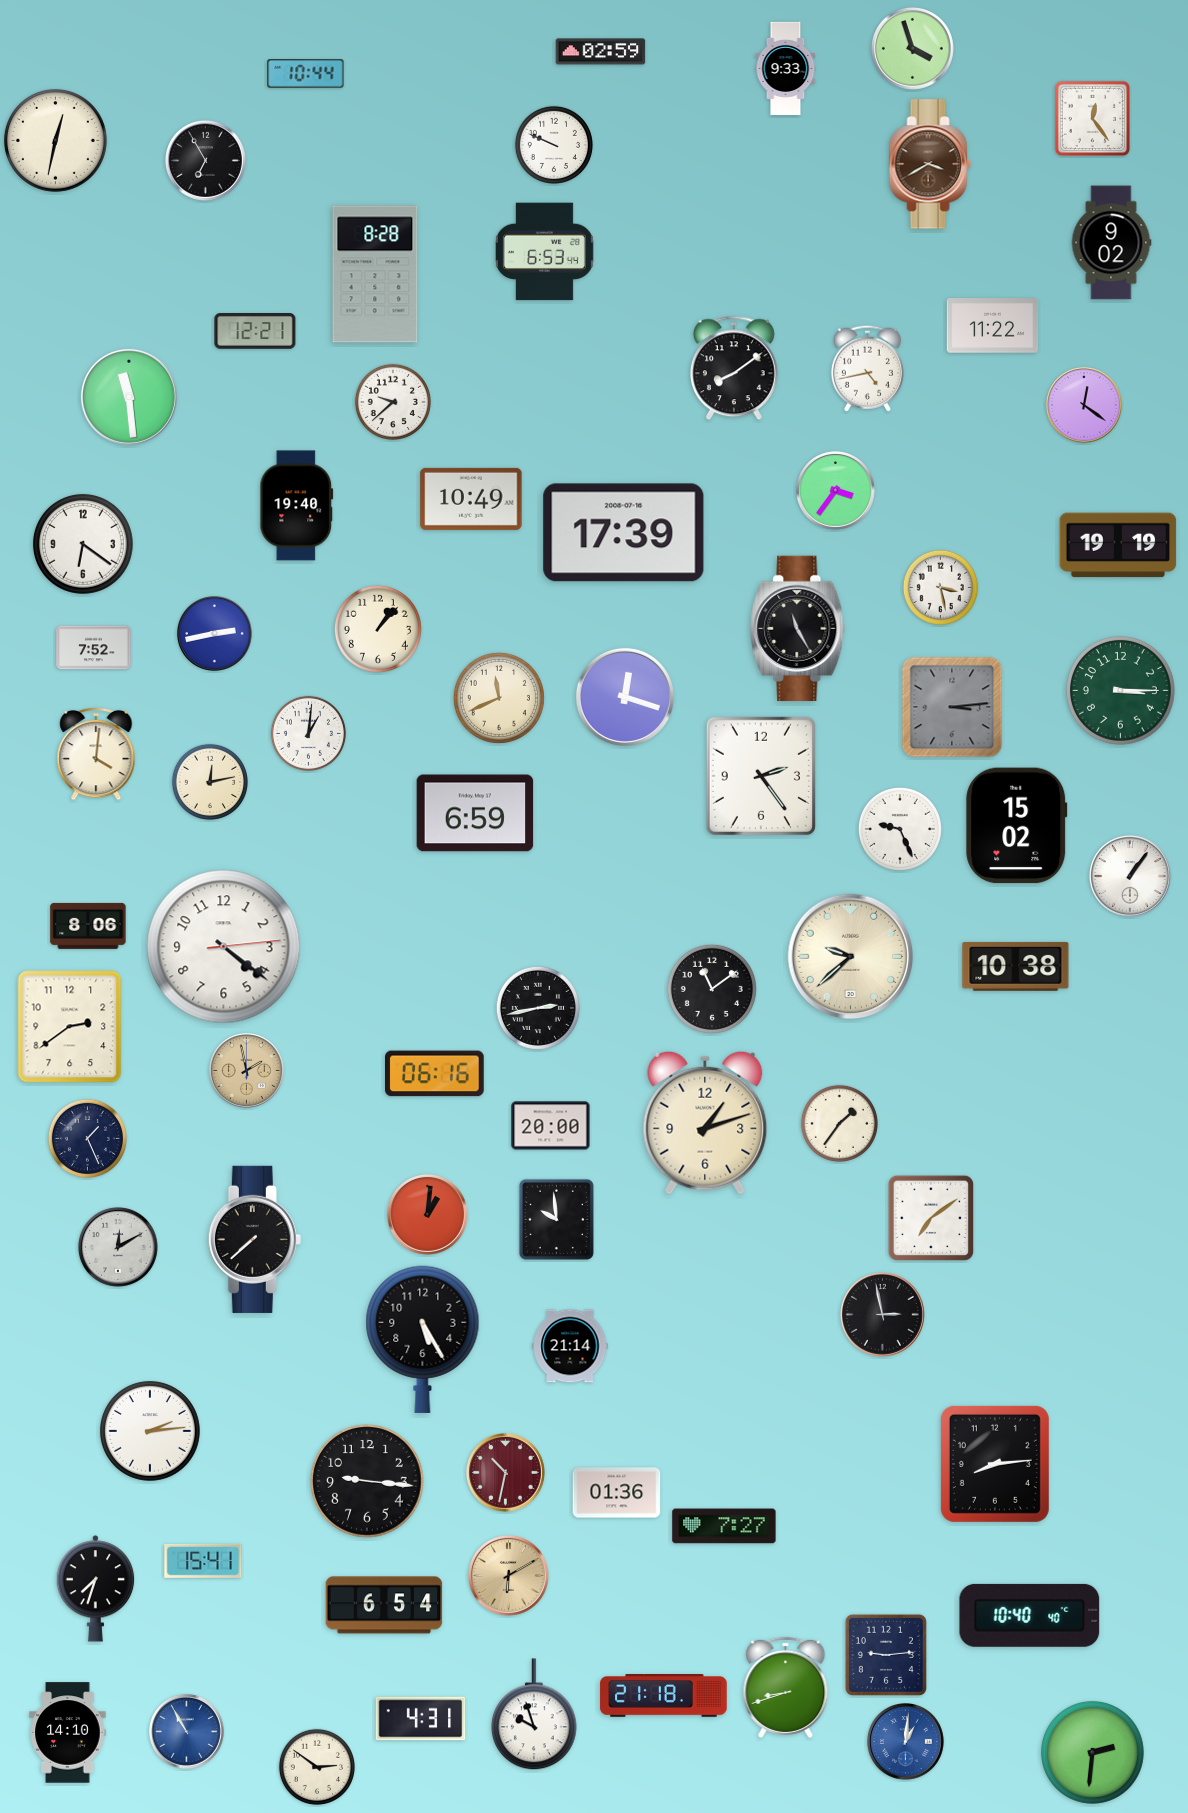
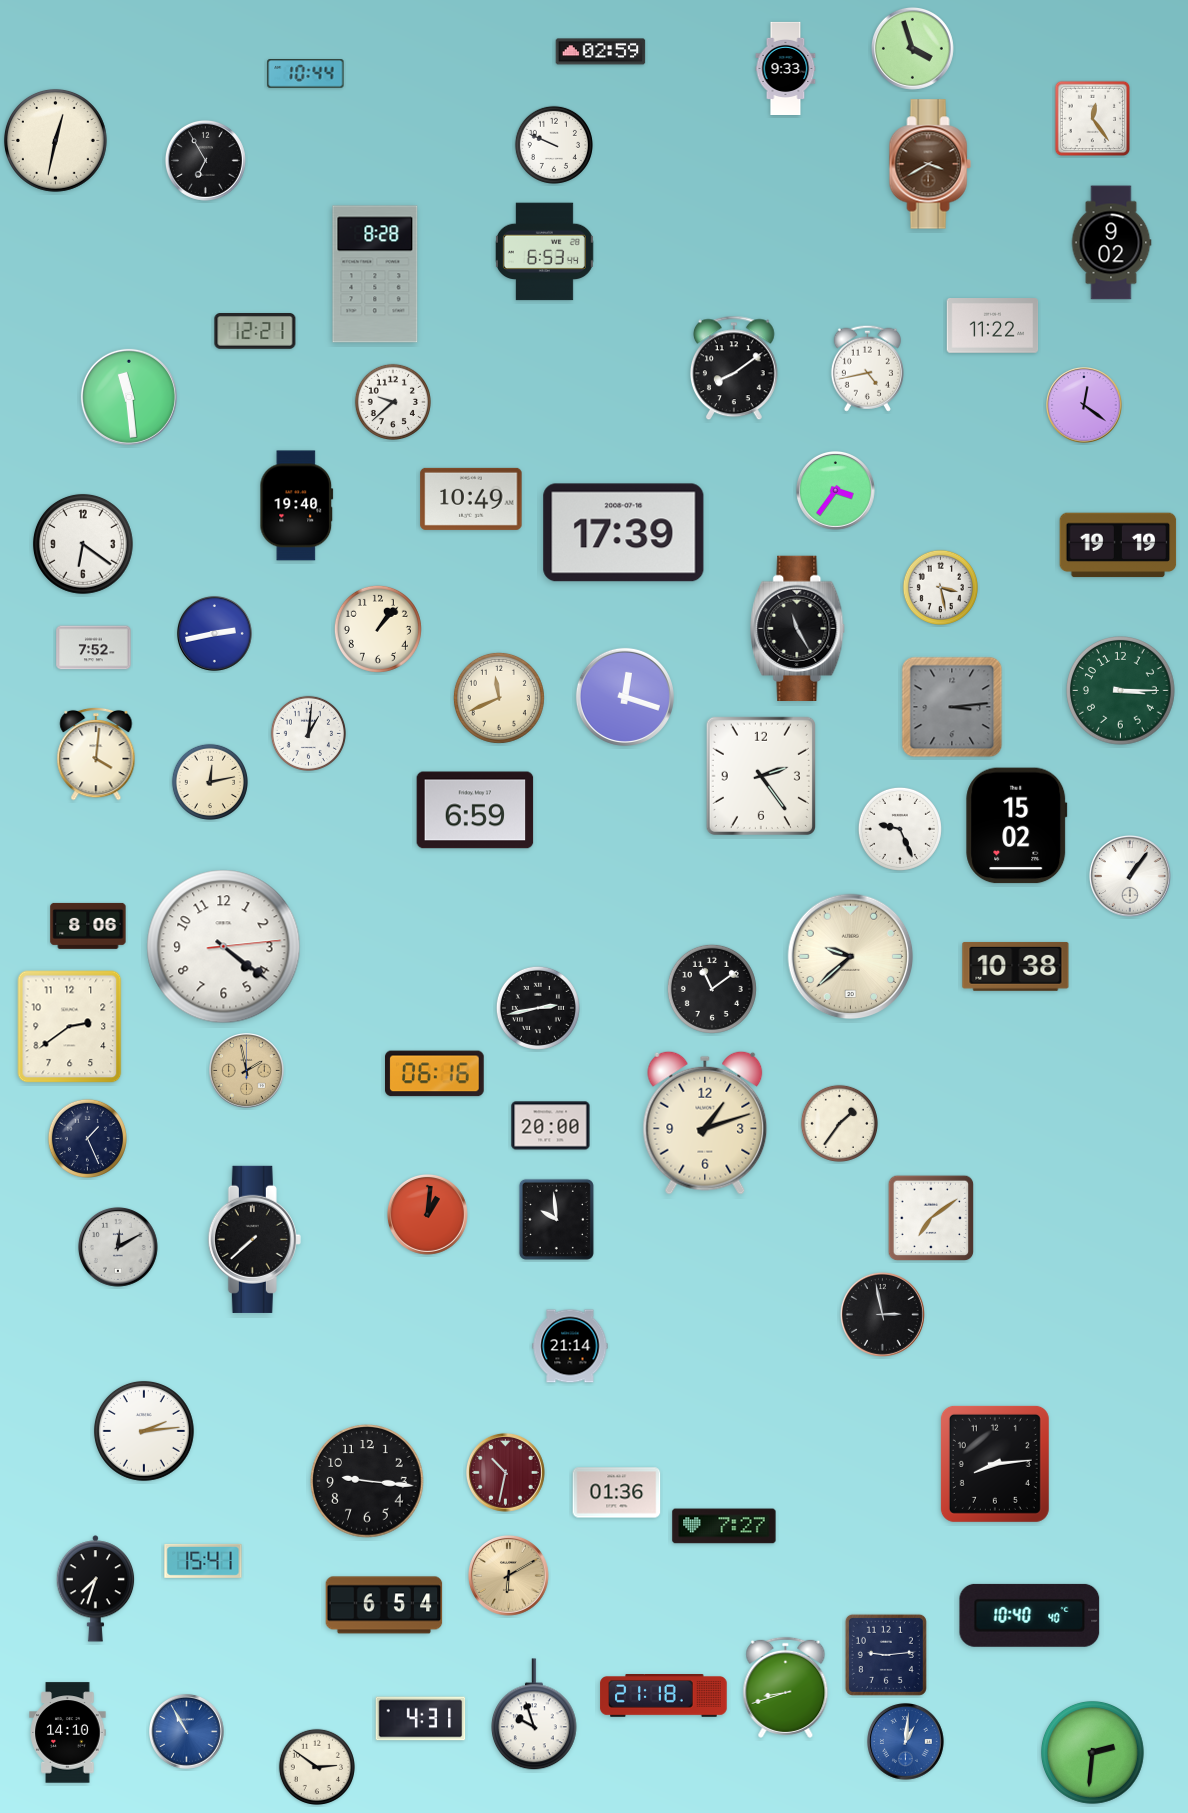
clock at (475, 813) position: (475, 813) -> (475, 810)
clock at (423, 1339): 5:25 -> none
clock at (150, 1431) position: (150, 1431) -> (144, 1431)
